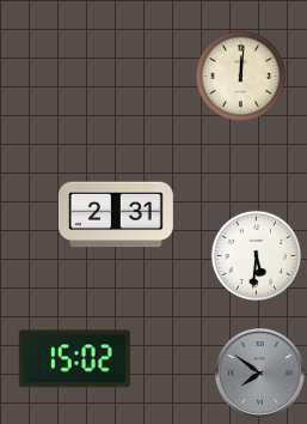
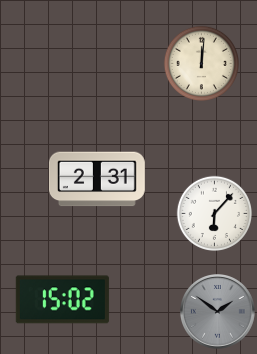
clock at (256, 255): 5:31 -> 6:07
clock at (260, 374): 7:51 -> 1:51
